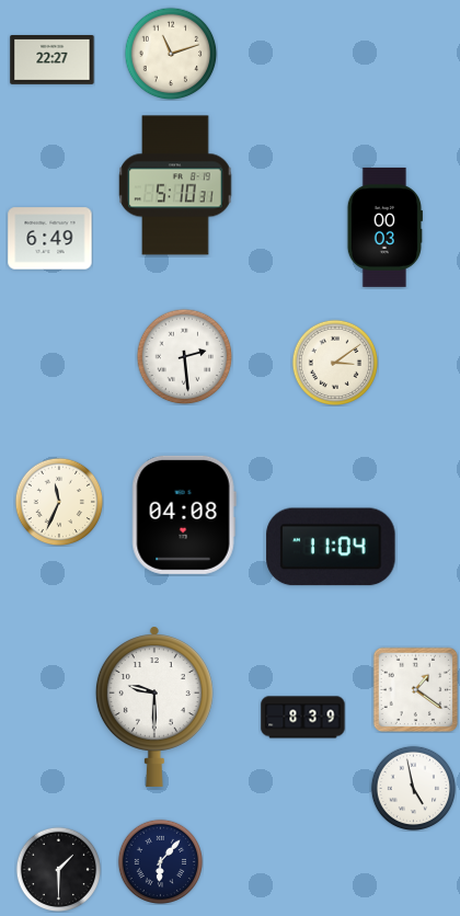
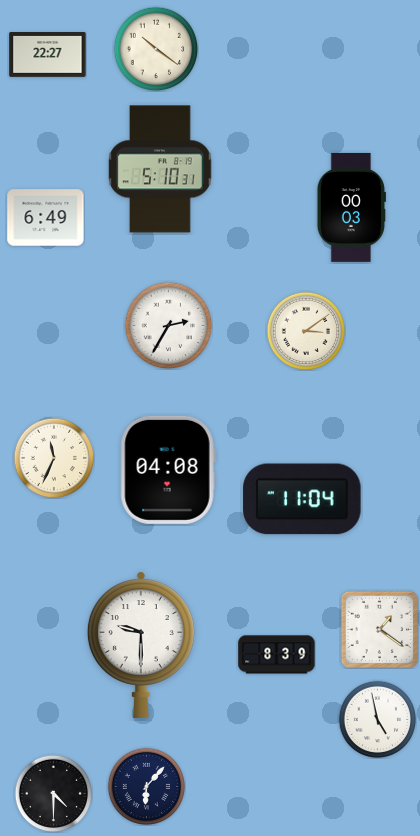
clock at (171, 54): 11:12 -> 10:21
clock at (184, 356): 2:29 -> 2:35
clock at (58, 869): 1:30 -> 4:30
